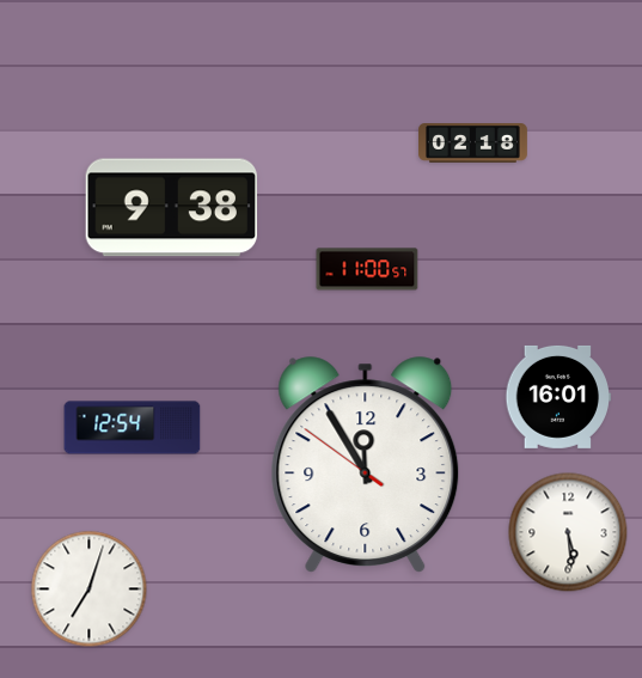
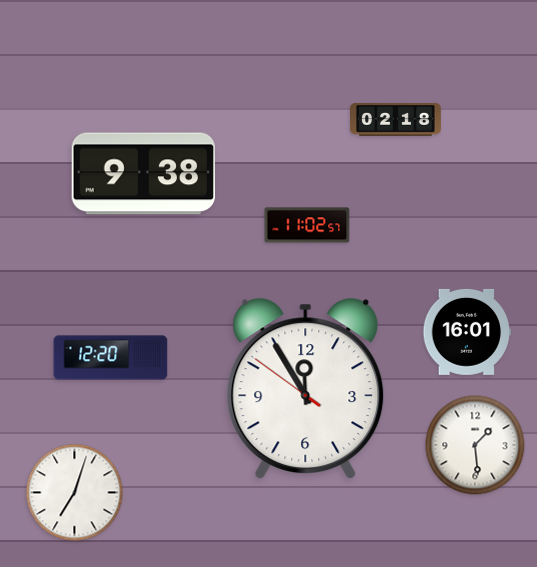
clock at (367, 269): 11:00 -> 11:02
clock at (133, 428): 12:54 -> 12:20
clock at (568, 532): 5:29 -> 1:29
